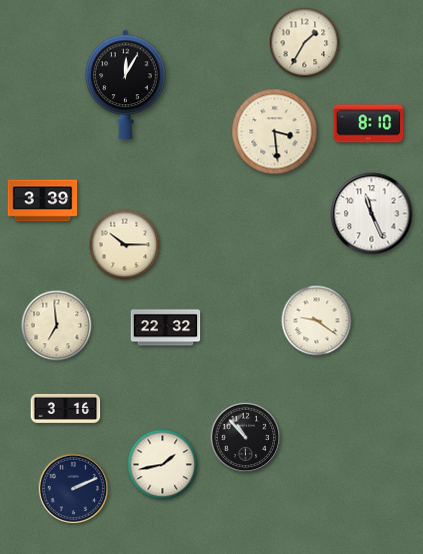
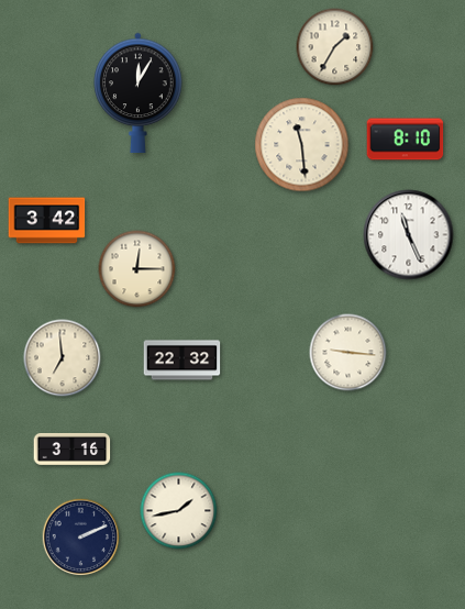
clock at (369, 124) position: (369, 124) -> (406, 140)
clock at (275, 132): 3:29 -> 11:29
clock at (43, 201): 3:39 -> 3:42
clock at (125, 245): 10:15 -> 12:15
clock at (317, 321): 9:21 -> 9:16
clock at (246, 438): 10:53 -> none
